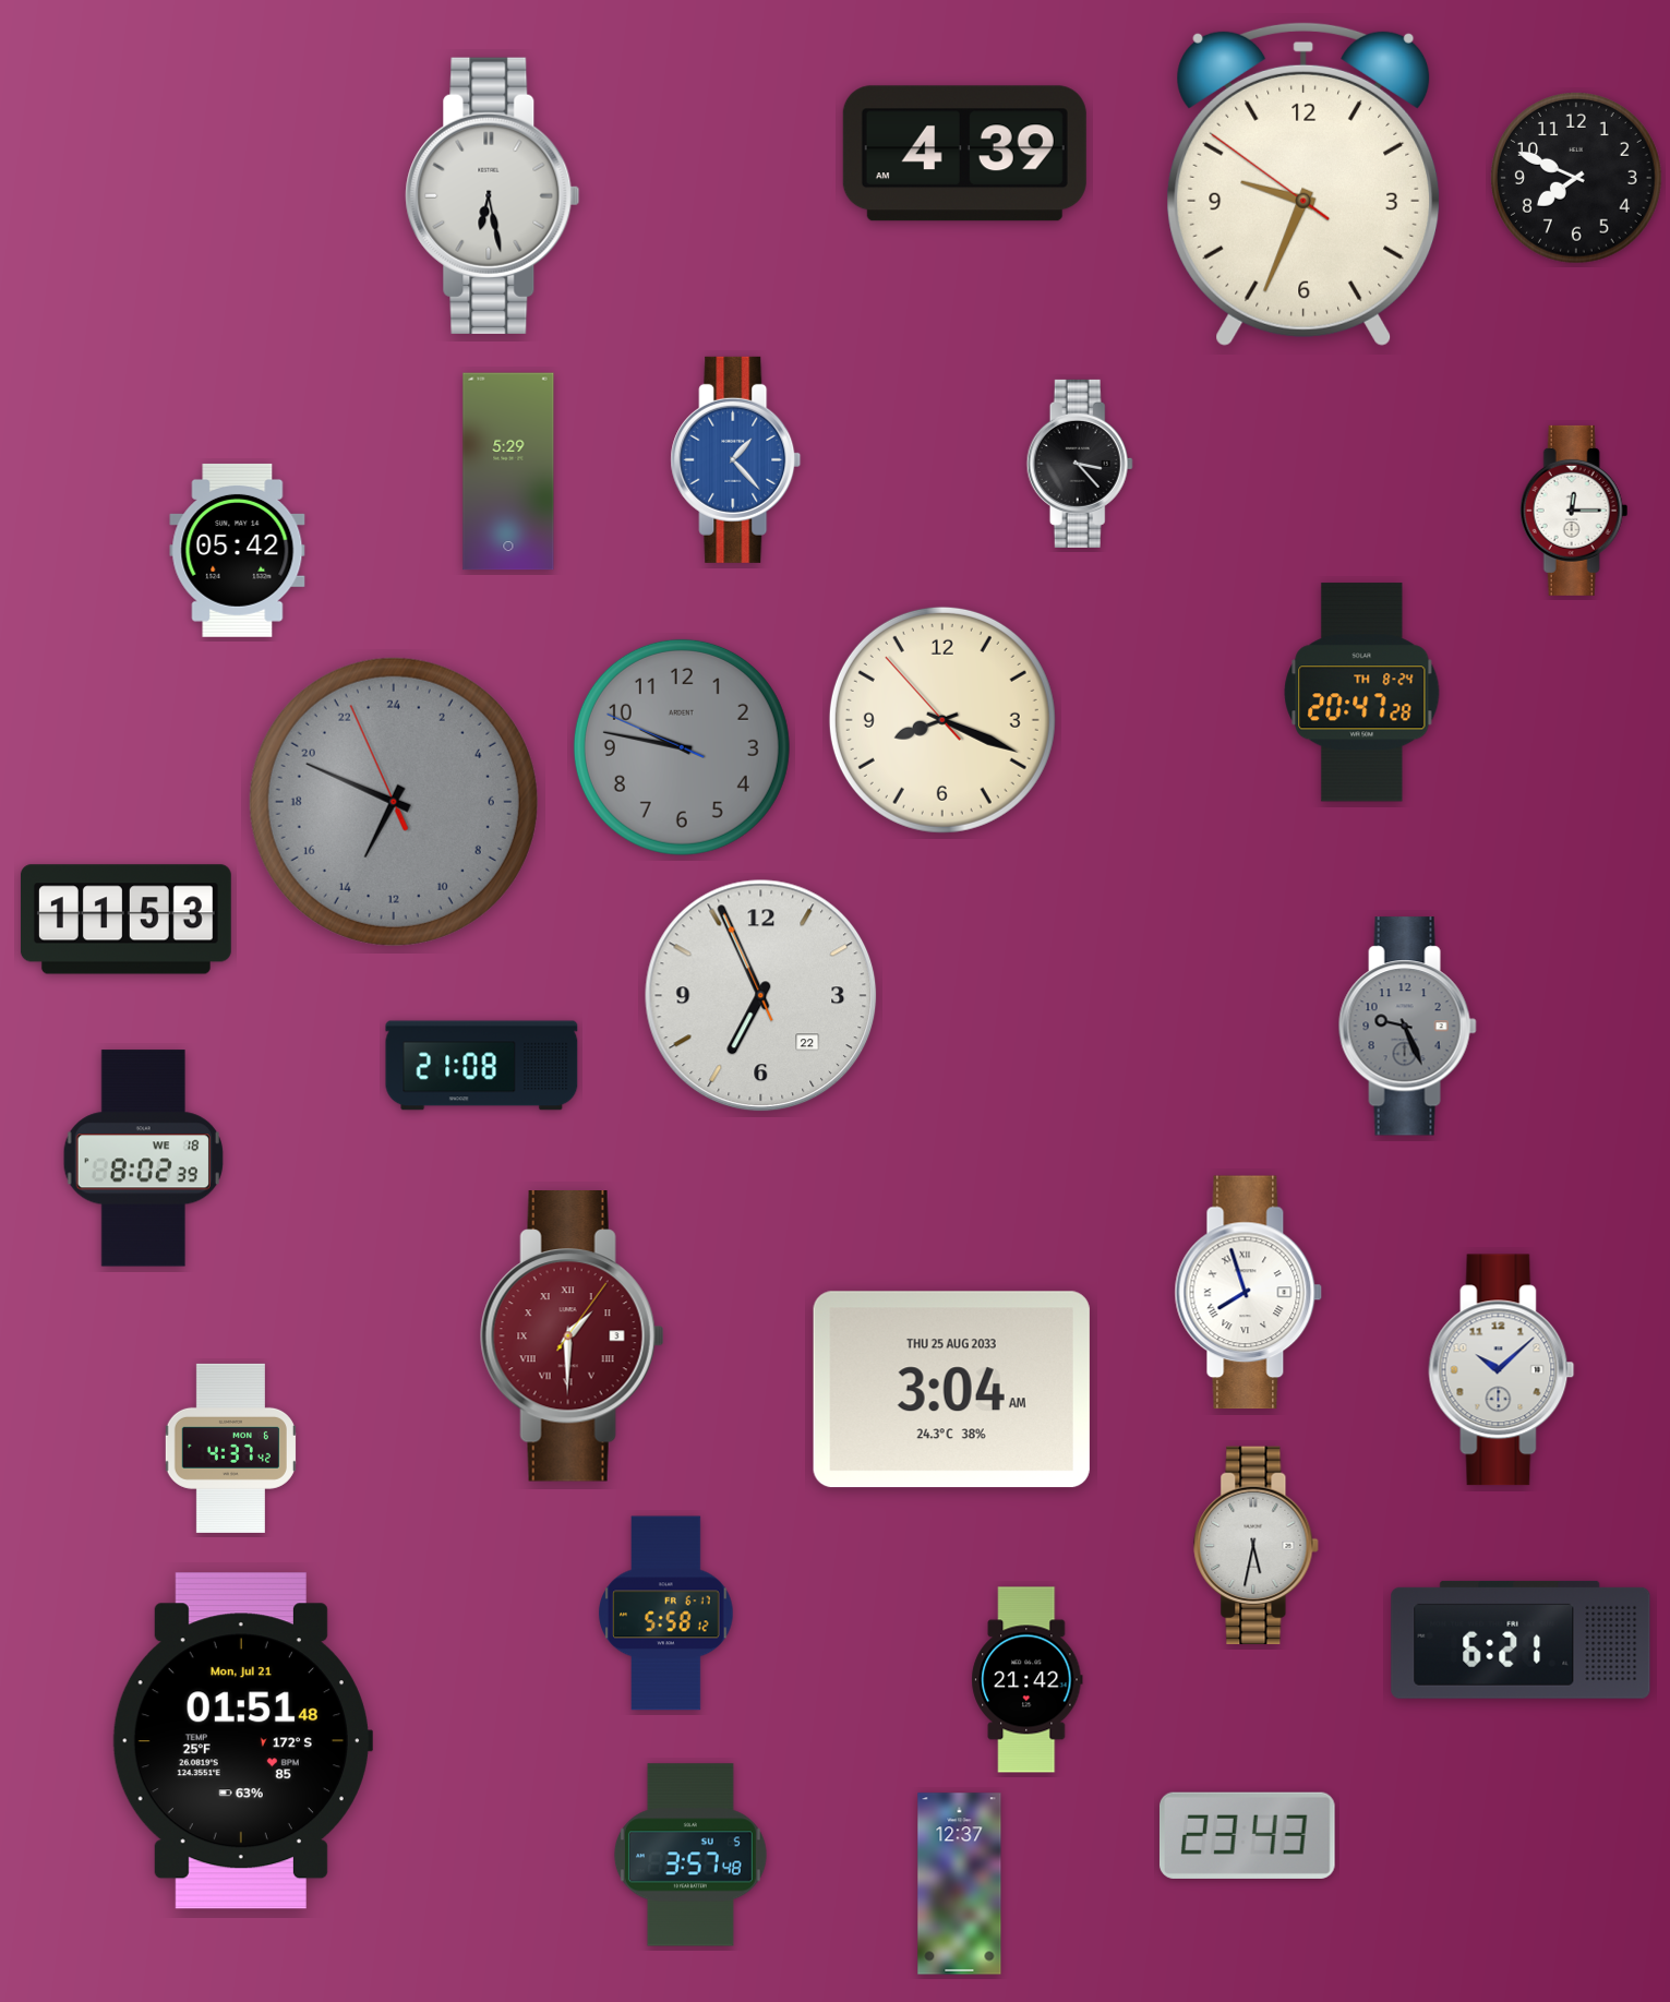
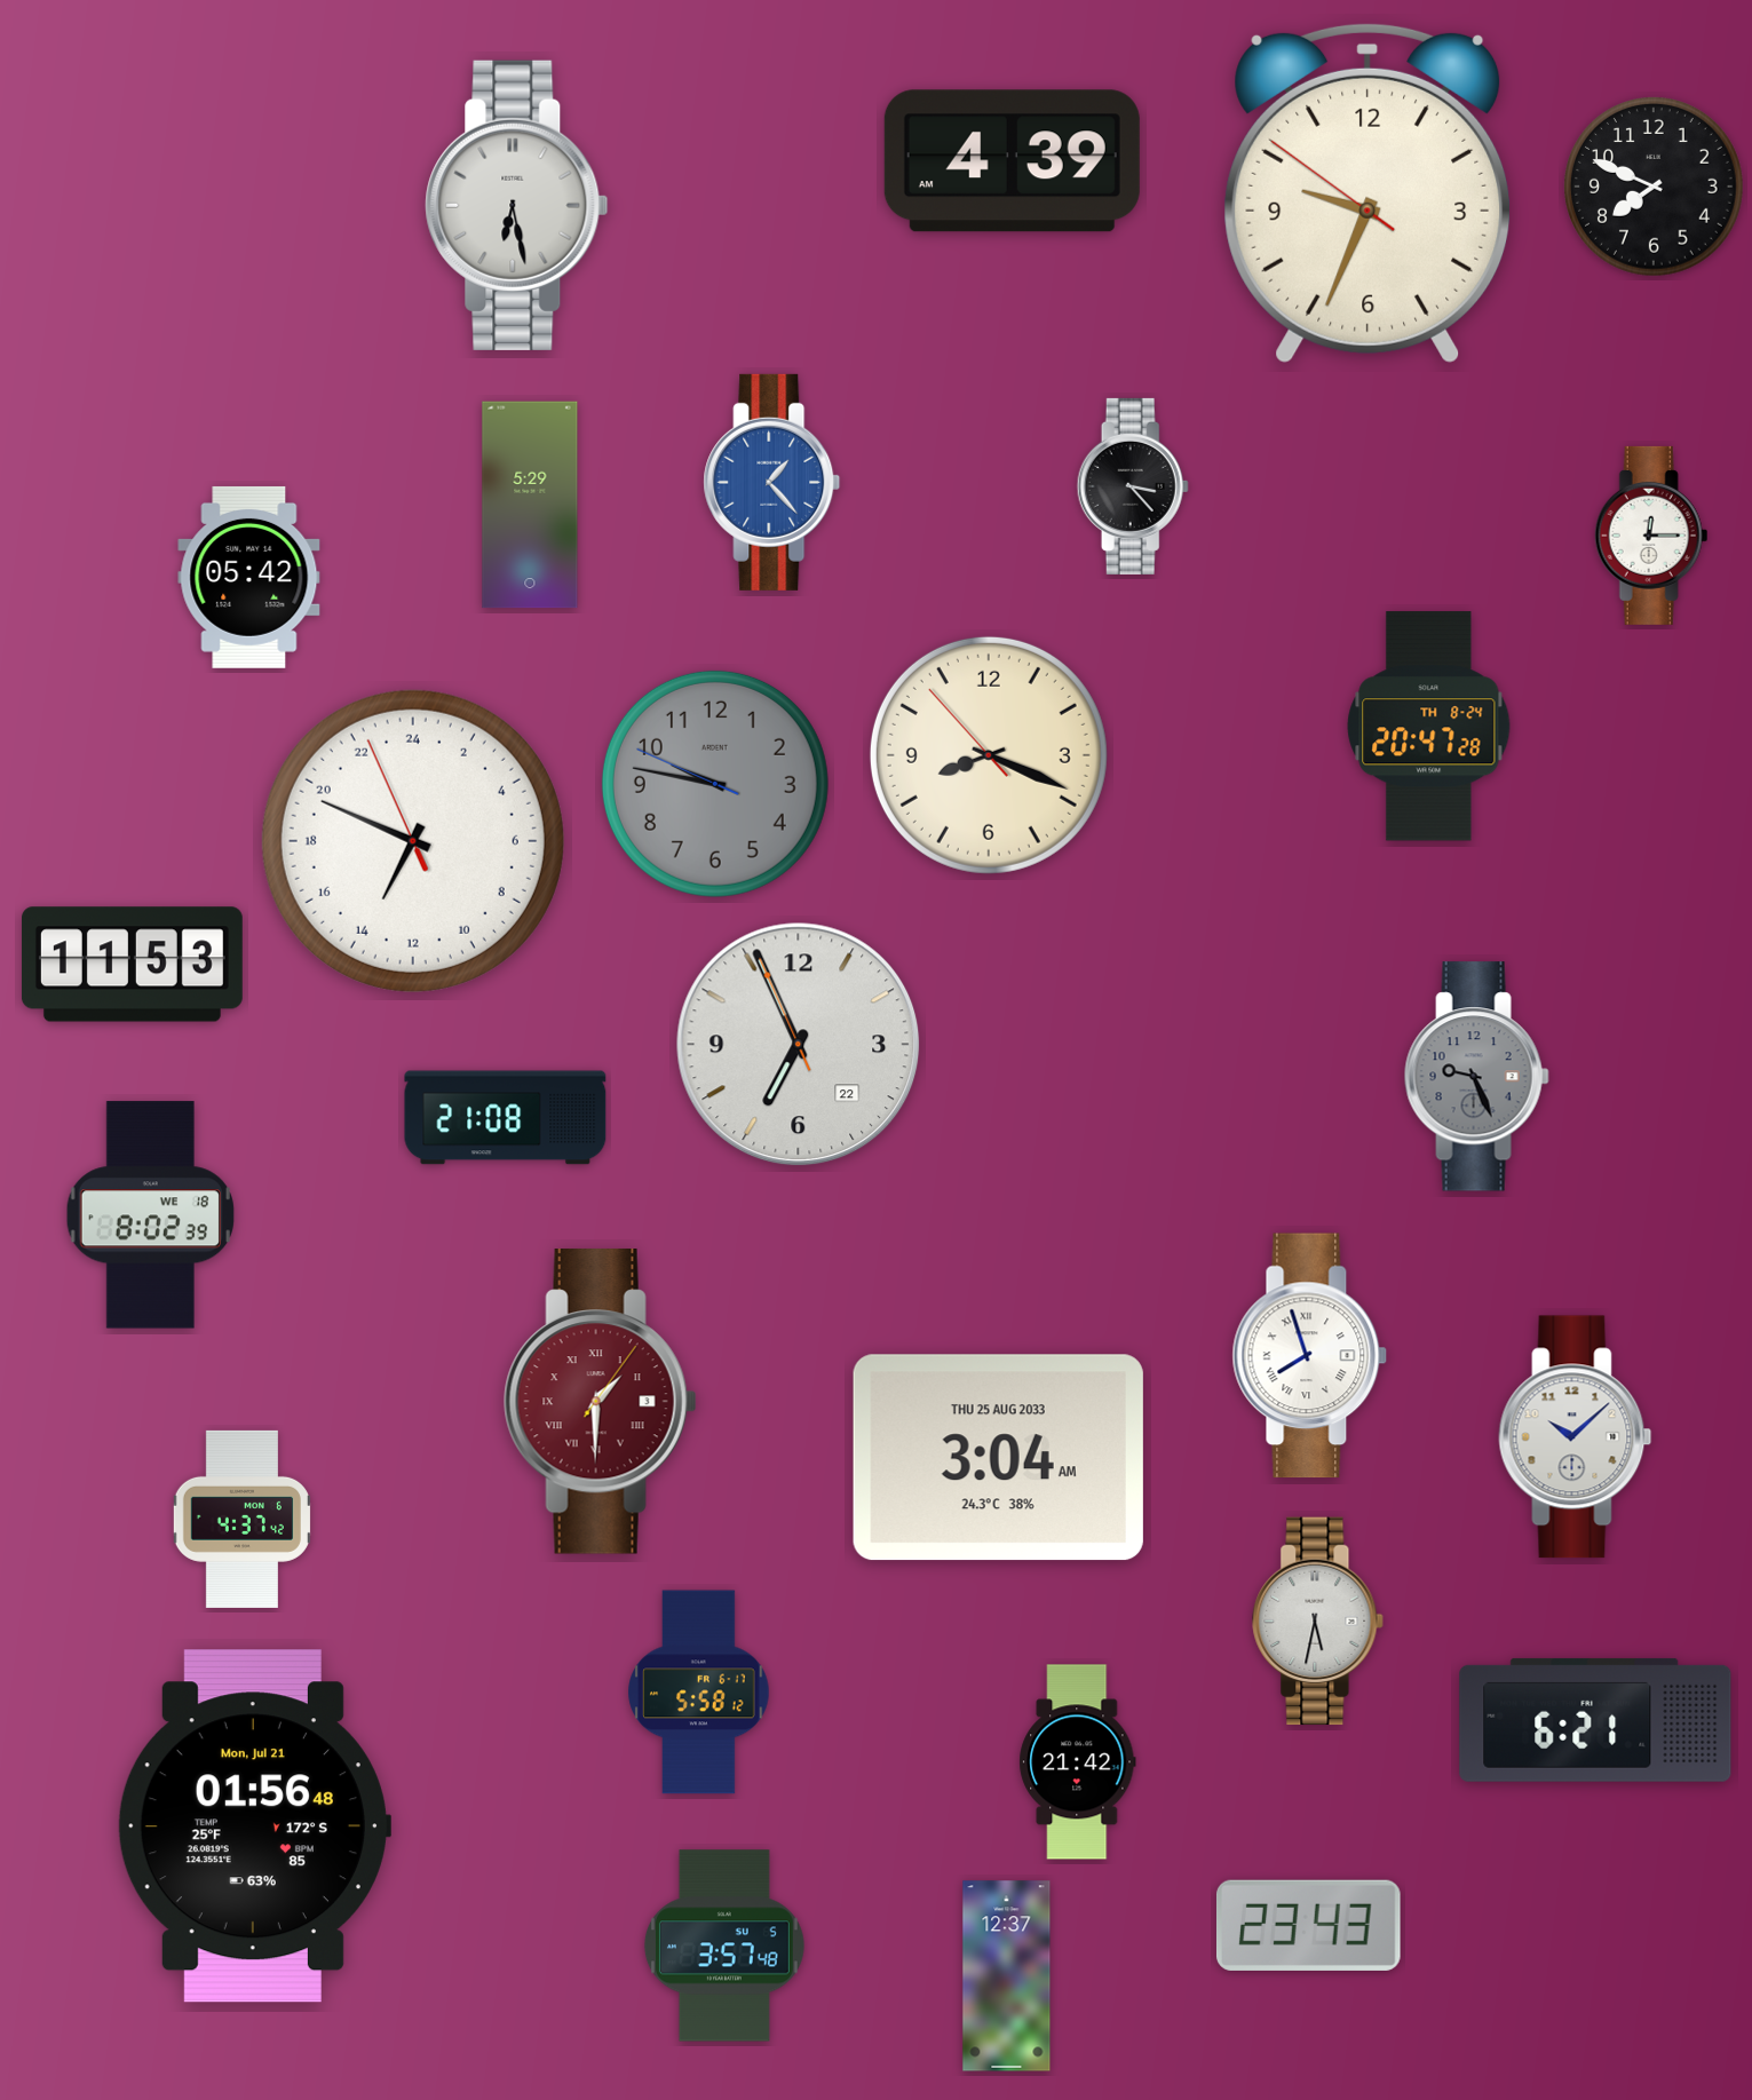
clock at (508, 471) position: (508, 471) -> (530, 505)
clock at (394, 802) dial: grey -> white
clock at (242, 1741): 01:51 -> 01:56
